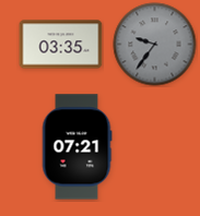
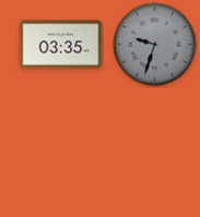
clock at (155, 45): 9:36 -> 9:33
clock at (77, 147): 07:21 -> none
